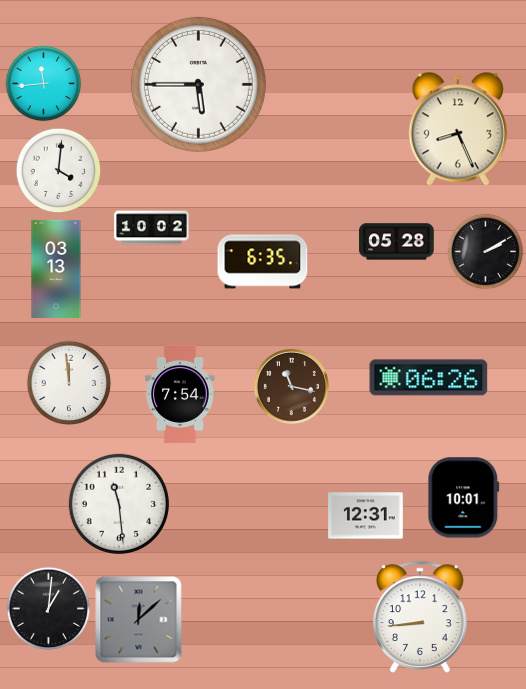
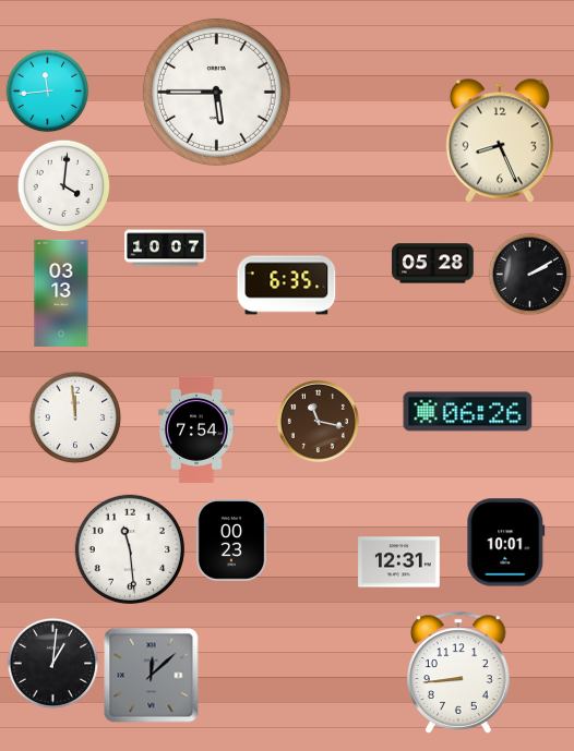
clock at (152, 228): 10:02 -> 10:07
clock at (231, 541): none -> 00:23
